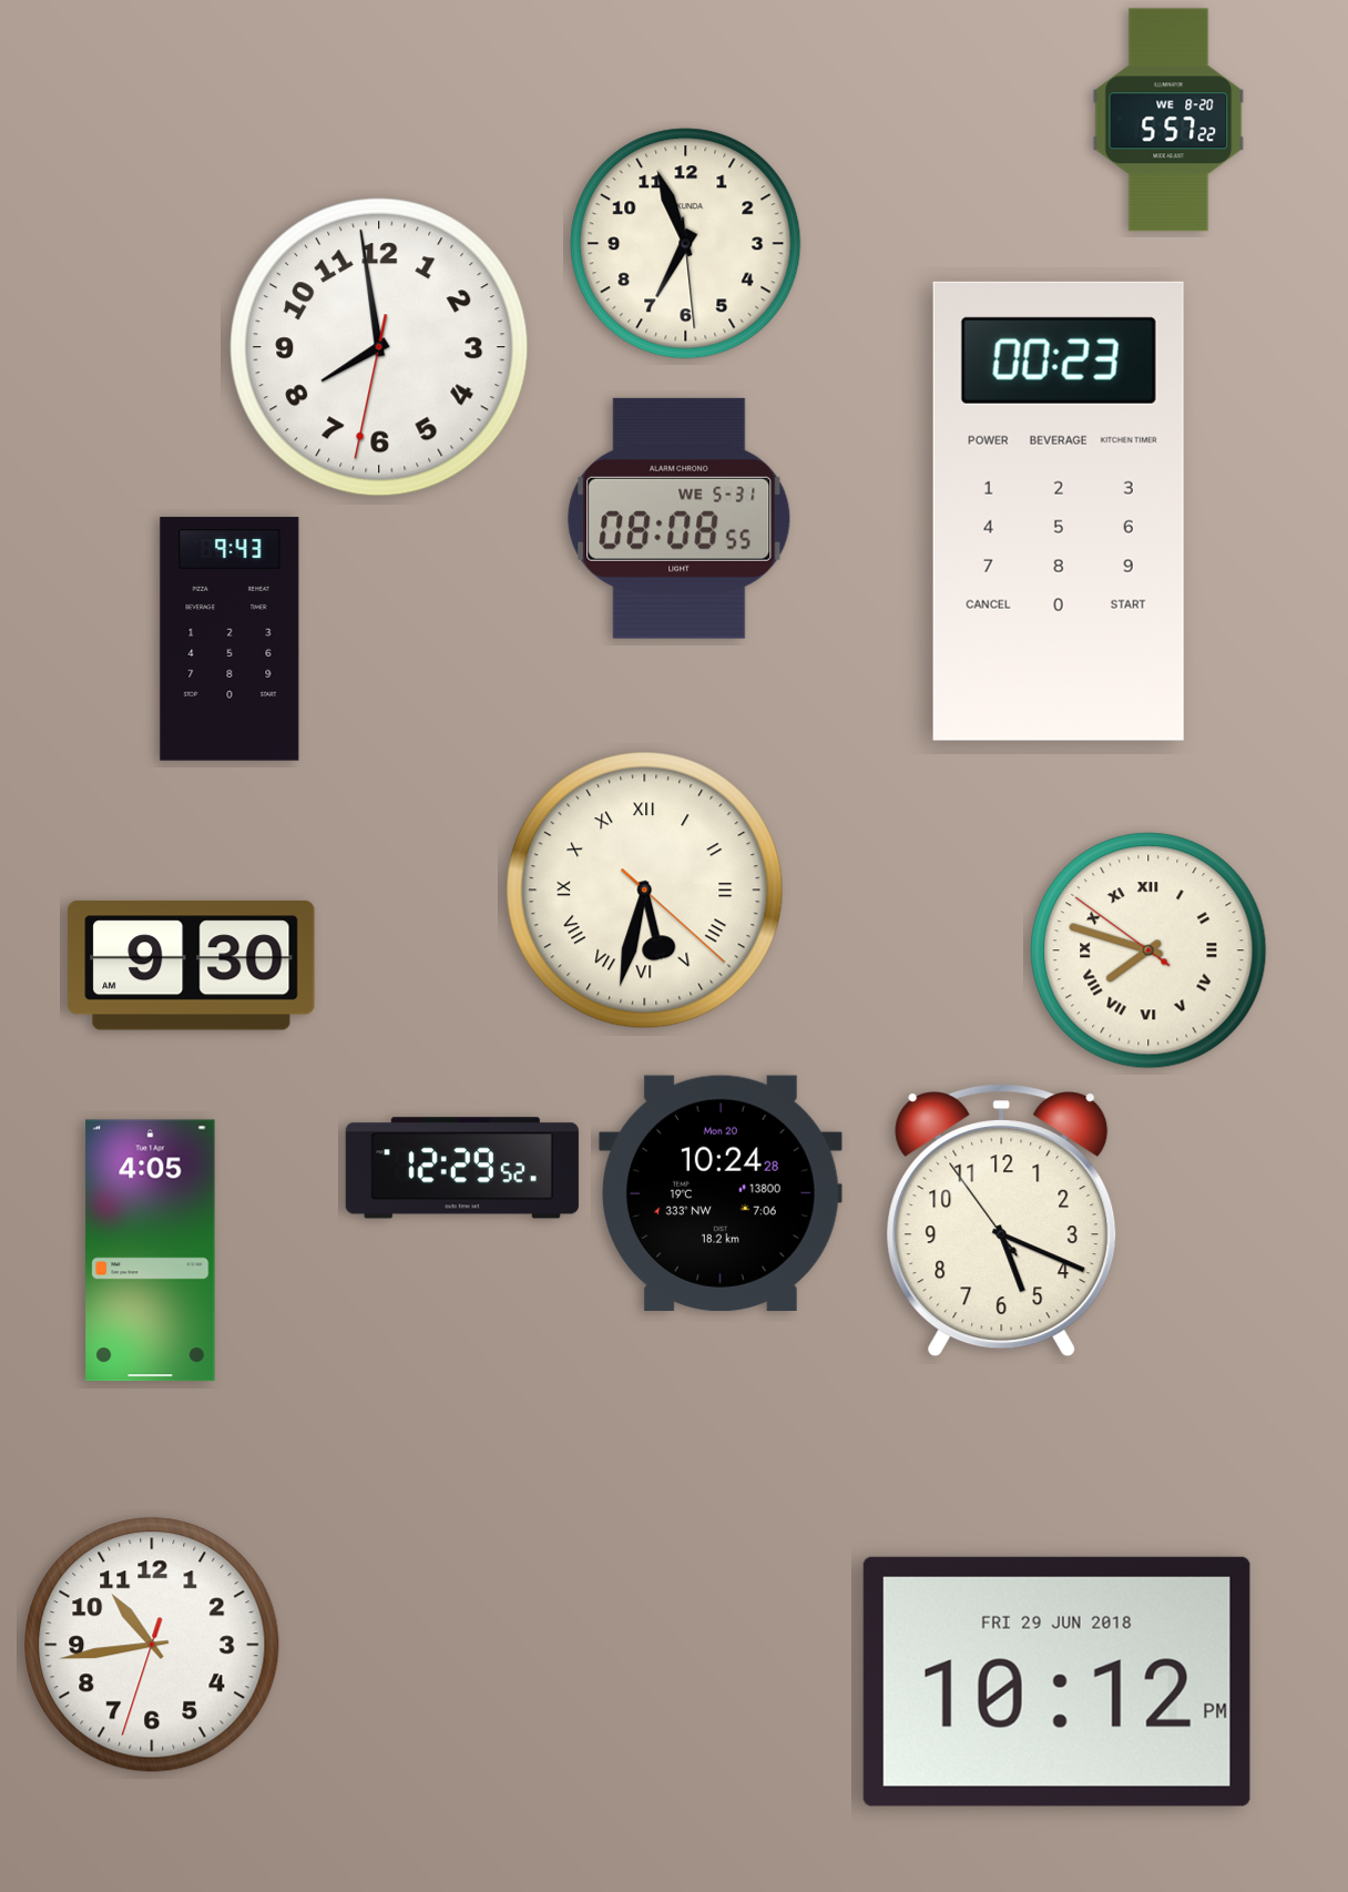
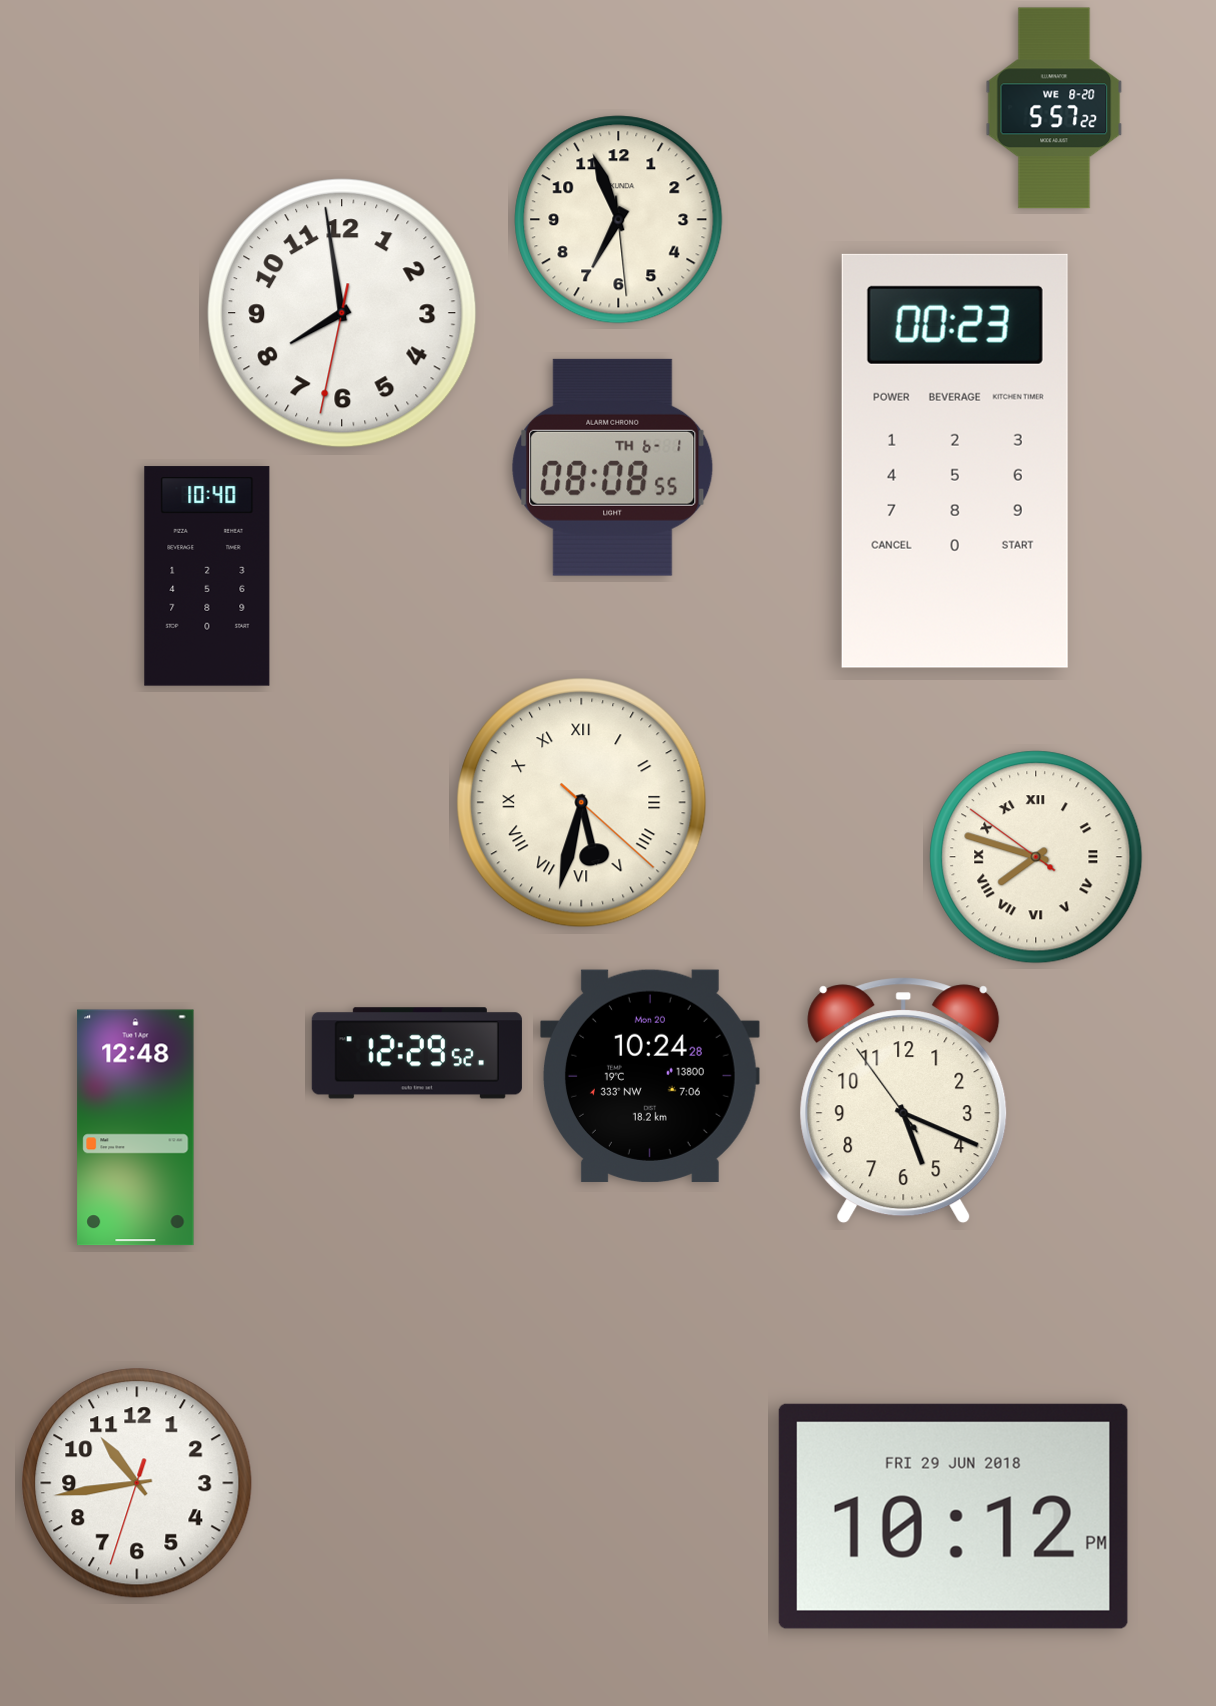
clock at (680, 518) date: WE 5-31 -> TH 6-1
clock at (229, 639): 9:43 -> 10:40
clock at (192, 966): 9:30 -> none
clock at (151, 1251): 4:05 -> 12:48
